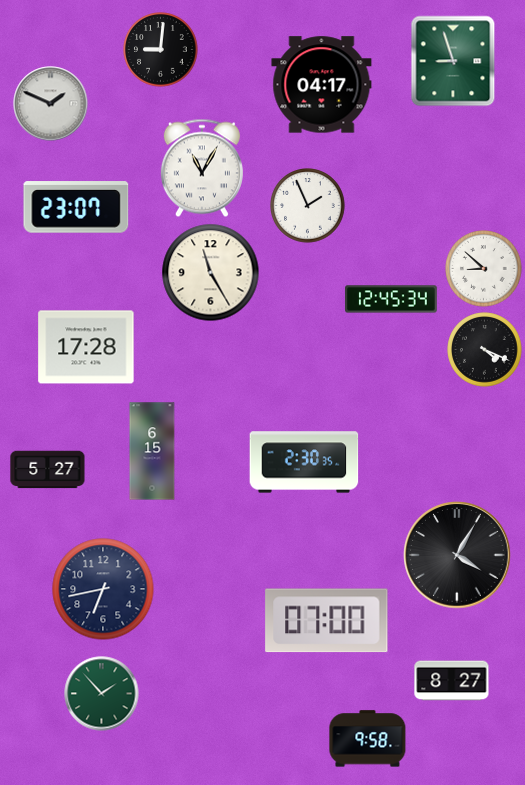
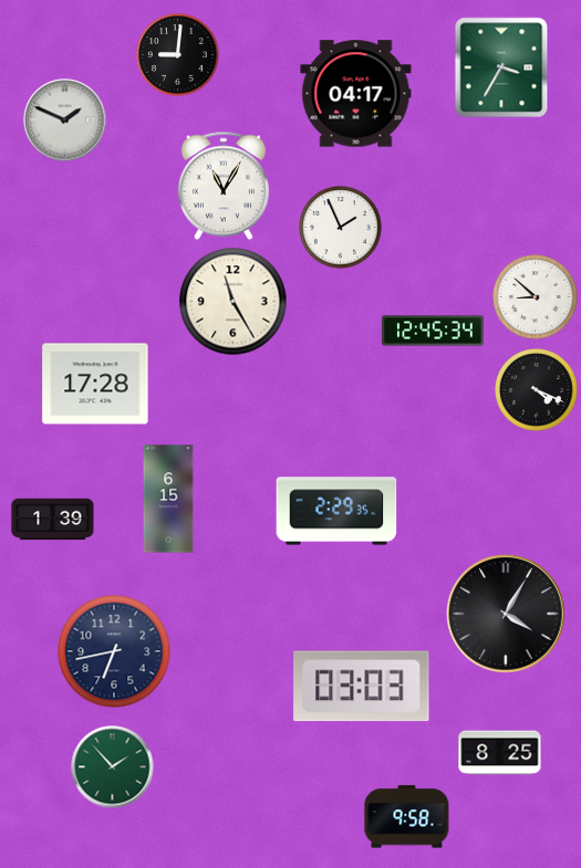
clock at (453, 61): 8:57 -> 3:35
clock at (51, 104) position: (51, 104) -> (65, 121)
clock at (76, 207): 23:07 -> none
clock at (485, 350) position: (485, 350) -> (537, 390)
clock at (304, 462): 2:30 -> 2:29
clock at (48, 470): 5:27 -> 1:39
clock at (327, 621): 07:00 -> 03:03
clock at (452, 681): 8:27 -> 8:25
